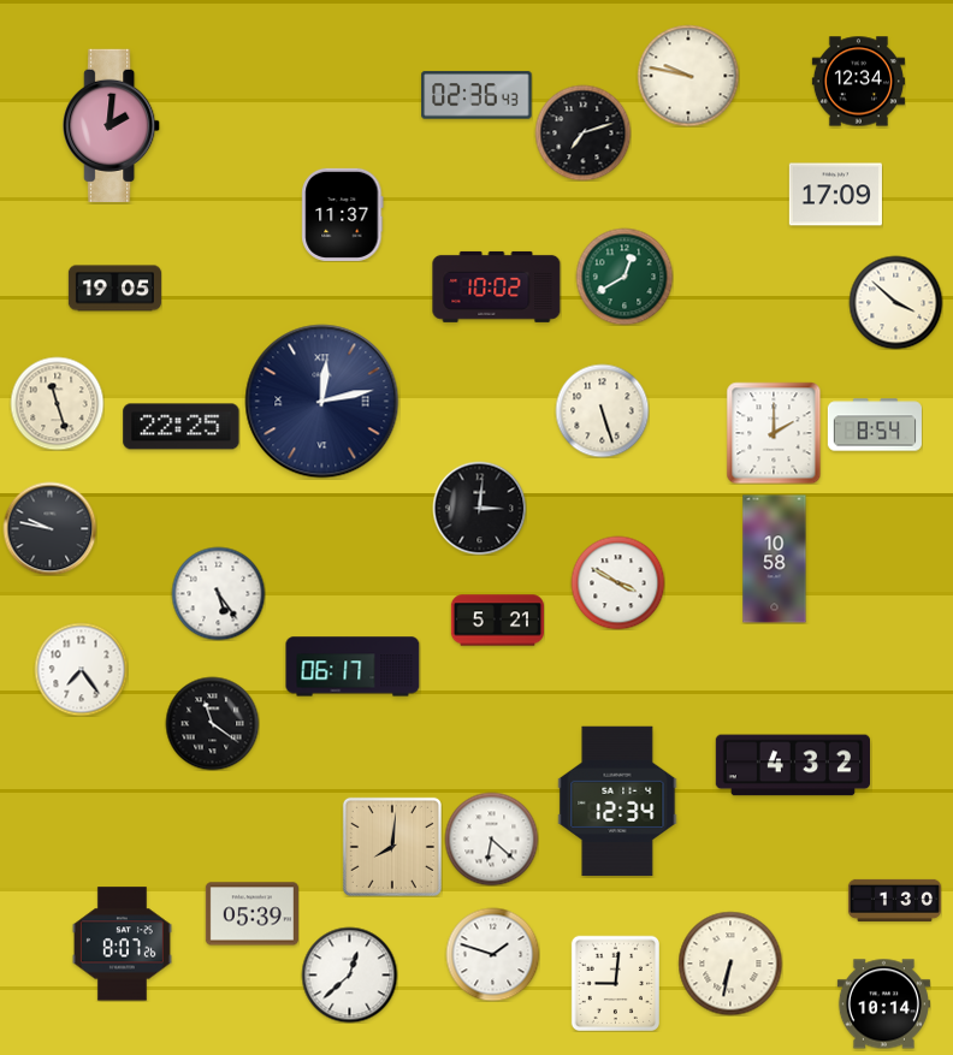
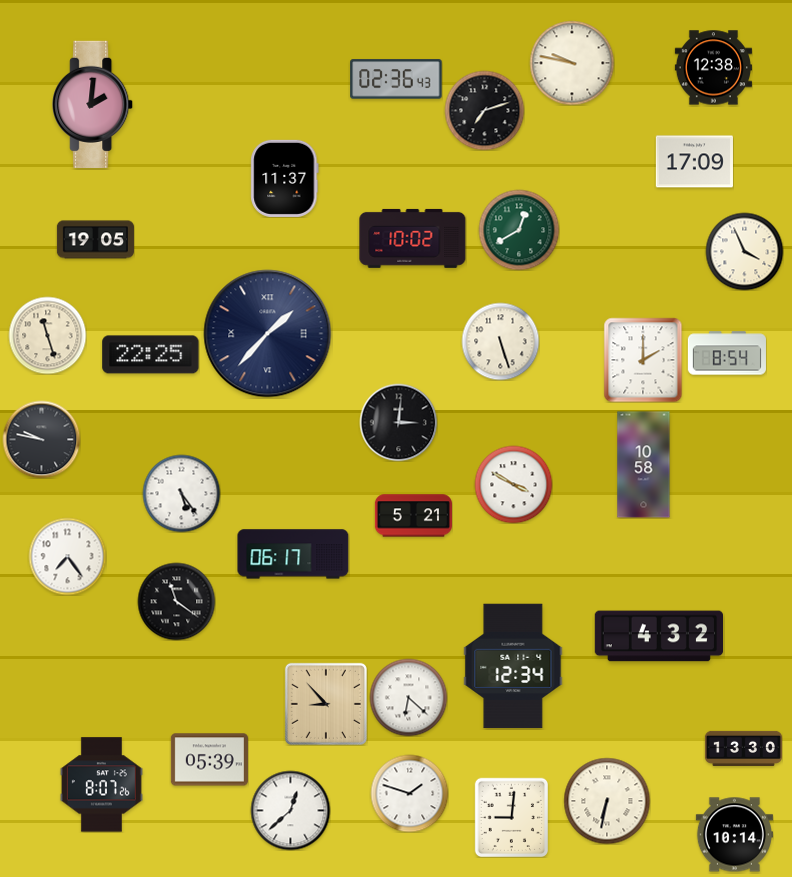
clock at (858, 82): 12:34 -> 12:38
clock at (895, 302): 3:52 -> 3:56
clock at (322, 402): 12:13 -> 1:37
clock at (392, 847): 8:01 -> 8:53
clock at (894, 900): 1:30 -> 13:30
